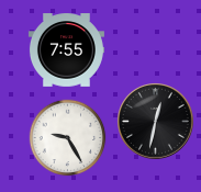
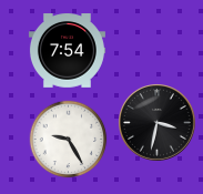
clock at (66, 50): 7:55 -> 7:54
clock at (156, 122): 12:32 -> 3:32
